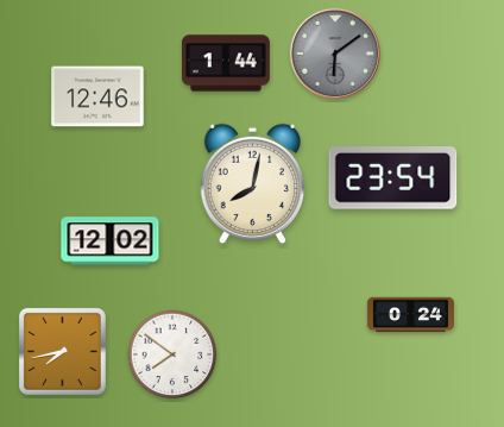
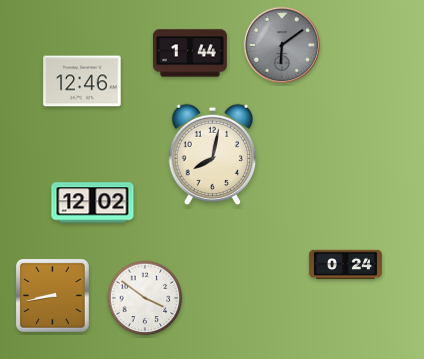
clock at (393, 178): 23:54 -> none
clock at (62, 351): 7:43 -> 8:43
clock at (172, 354): 7:51 -> 3:51
